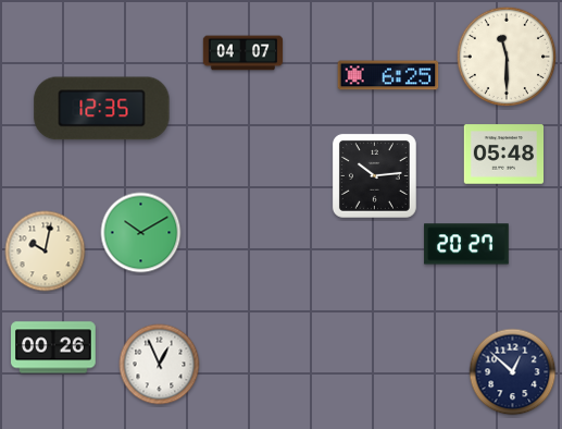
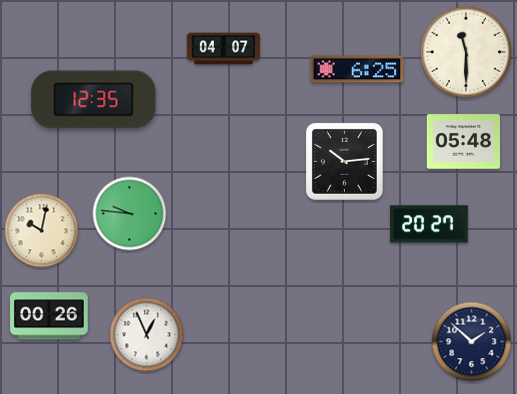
clock at (141, 233): 10:10 -> 9:46
clock at (53, 347) position: (53, 347) -> (49, 316)
clock at (513, 372): 12:52 -> 1:52
